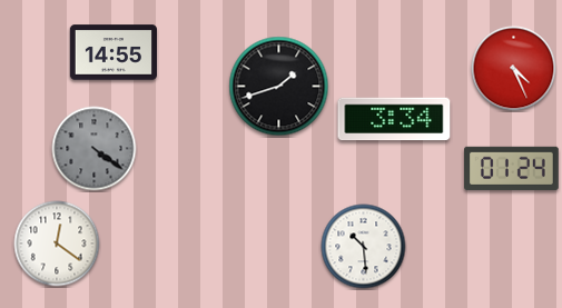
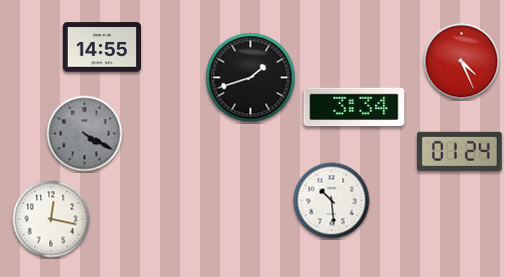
clock at (95, 149): 4:21 -> 4:20
clock at (57, 244): 12:21 -> 12:17
clock at (364, 247) position: (364, 247) -> (332, 201)
